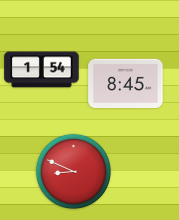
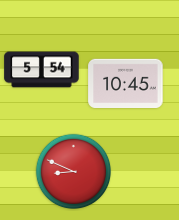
clock at (42, 70): 1:54 -> 5:54
clock at (126, 83): 8:45 -> 10:45
